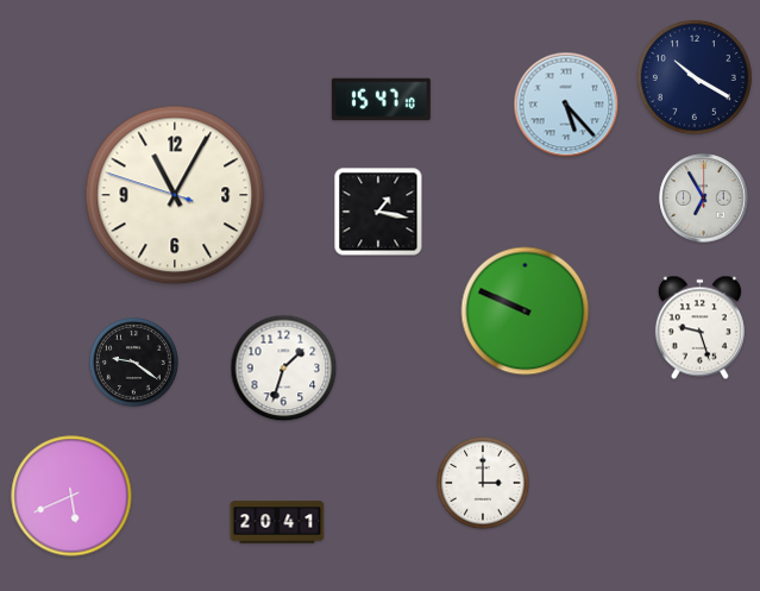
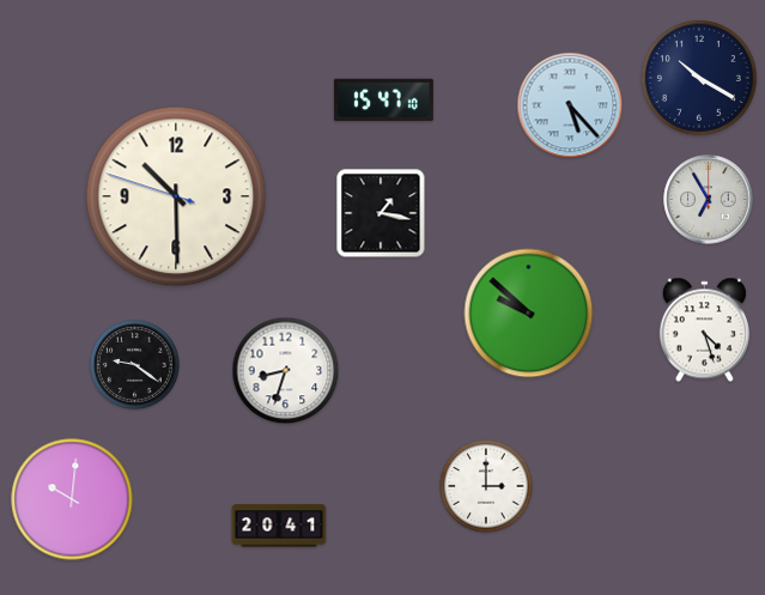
clock at (175, 195): 11:04 -> 10:29
clock at (526, 312): 9:49 -> 9:52
clock at (699, 328): 9:27 -> 4:27
clock at (284, 369): 1:33 -> 8:33
clock at (71, 496): 5:41 -> 10:01
